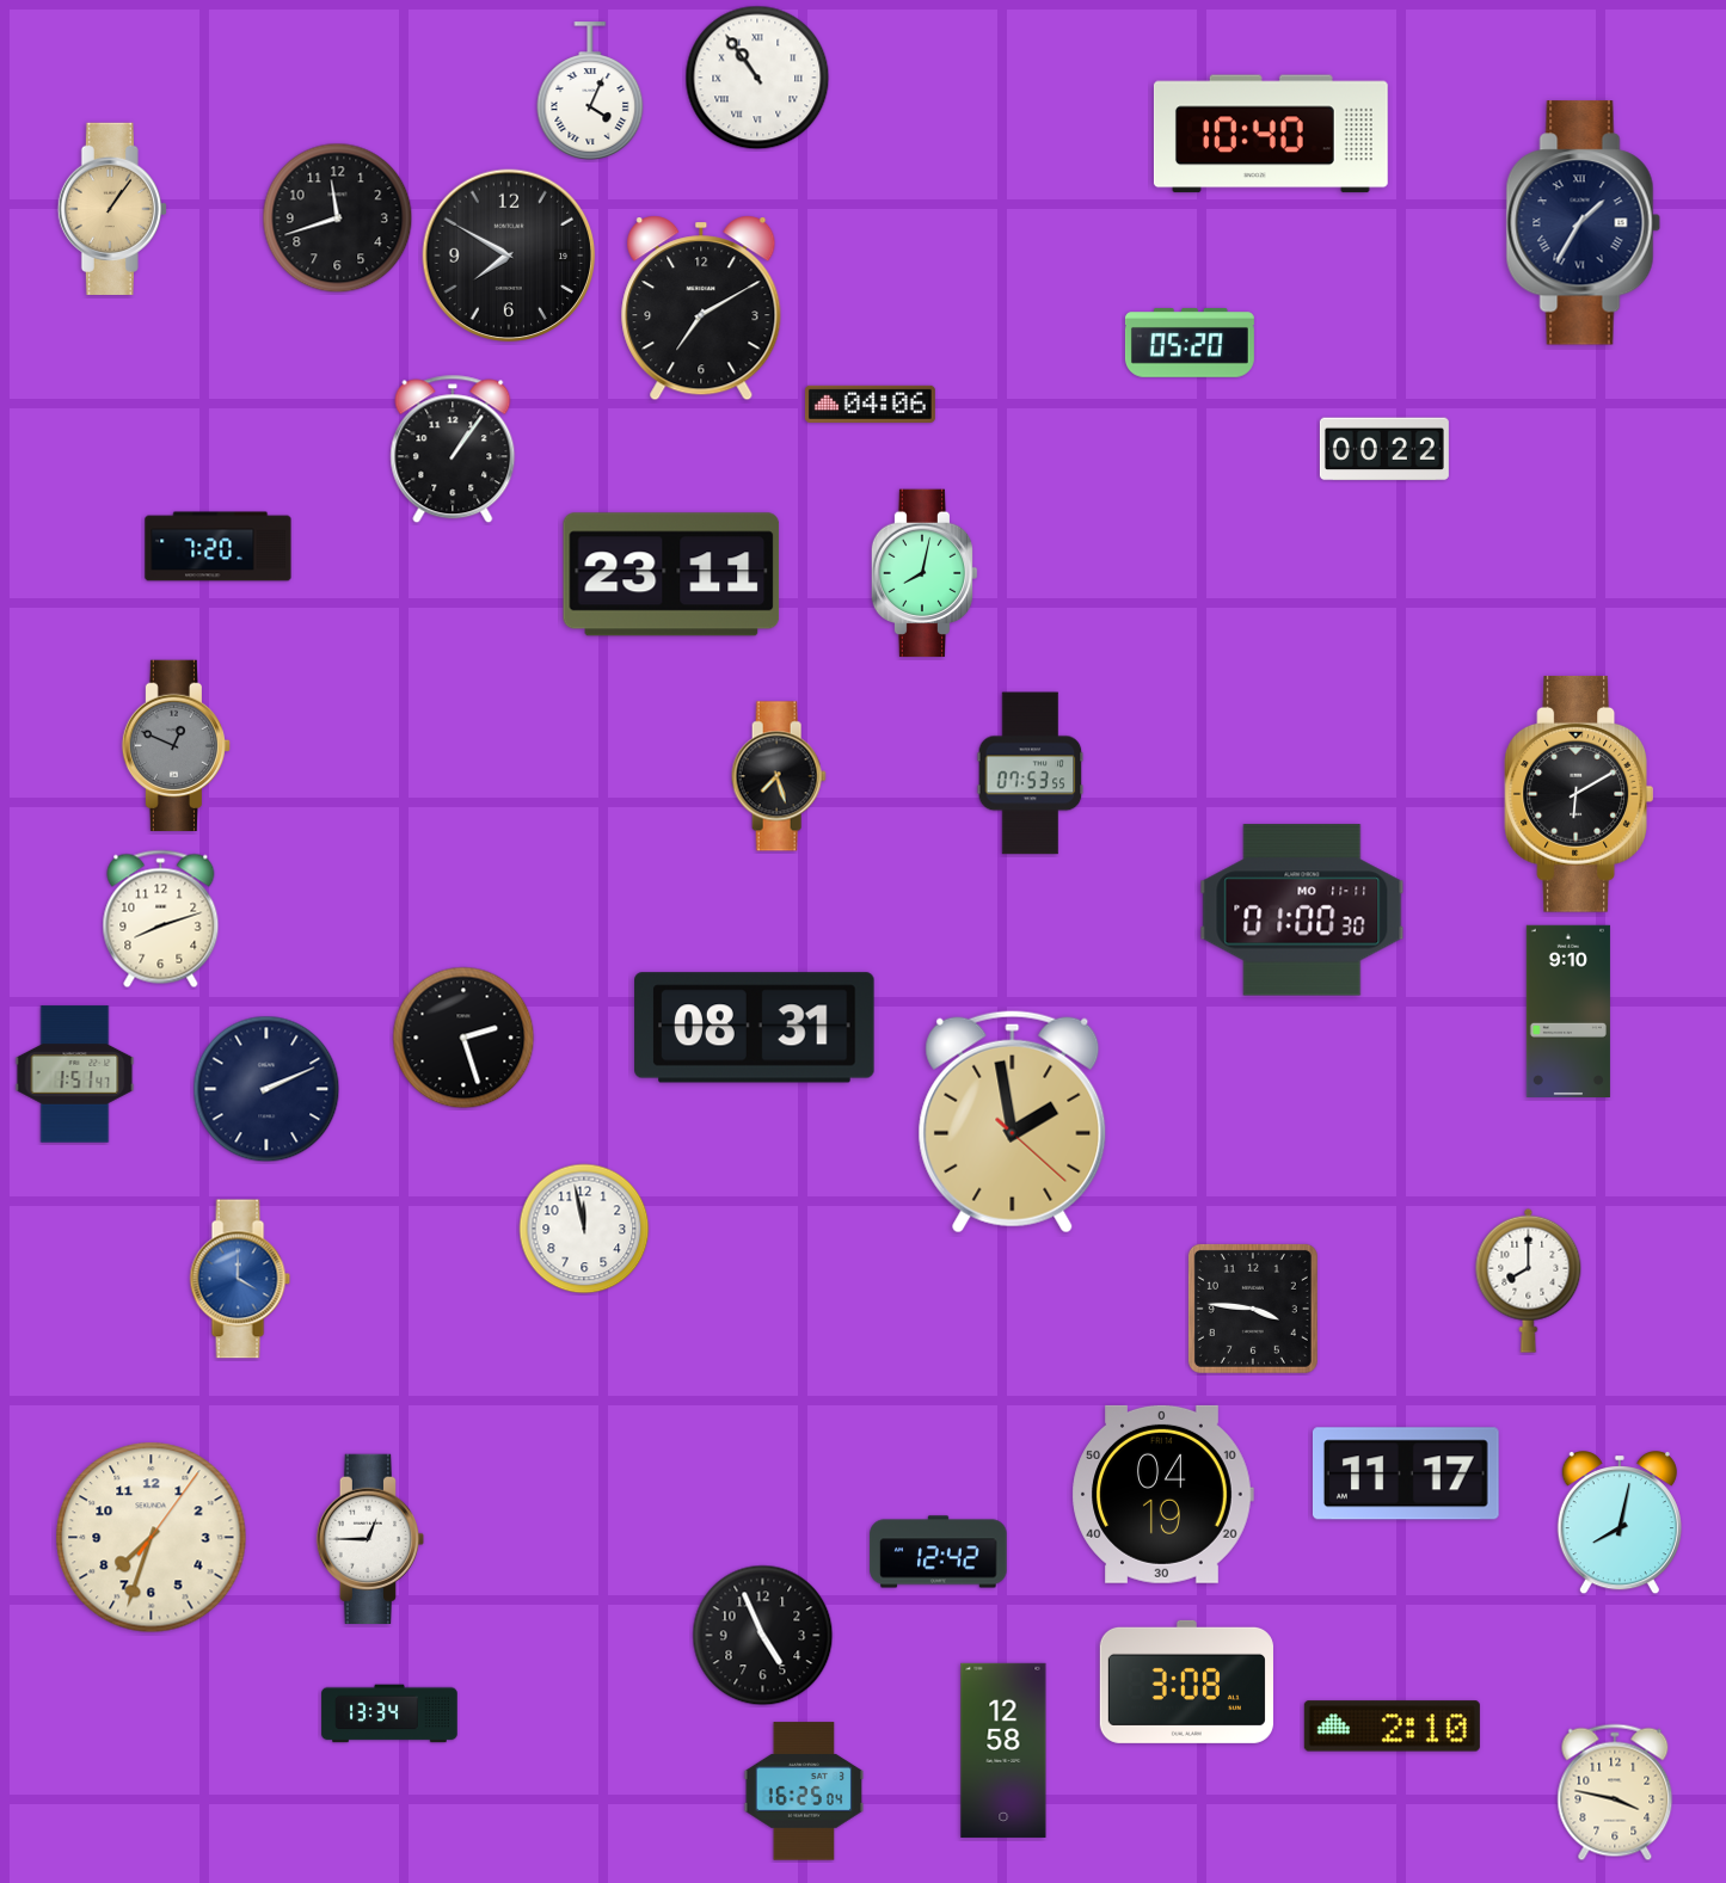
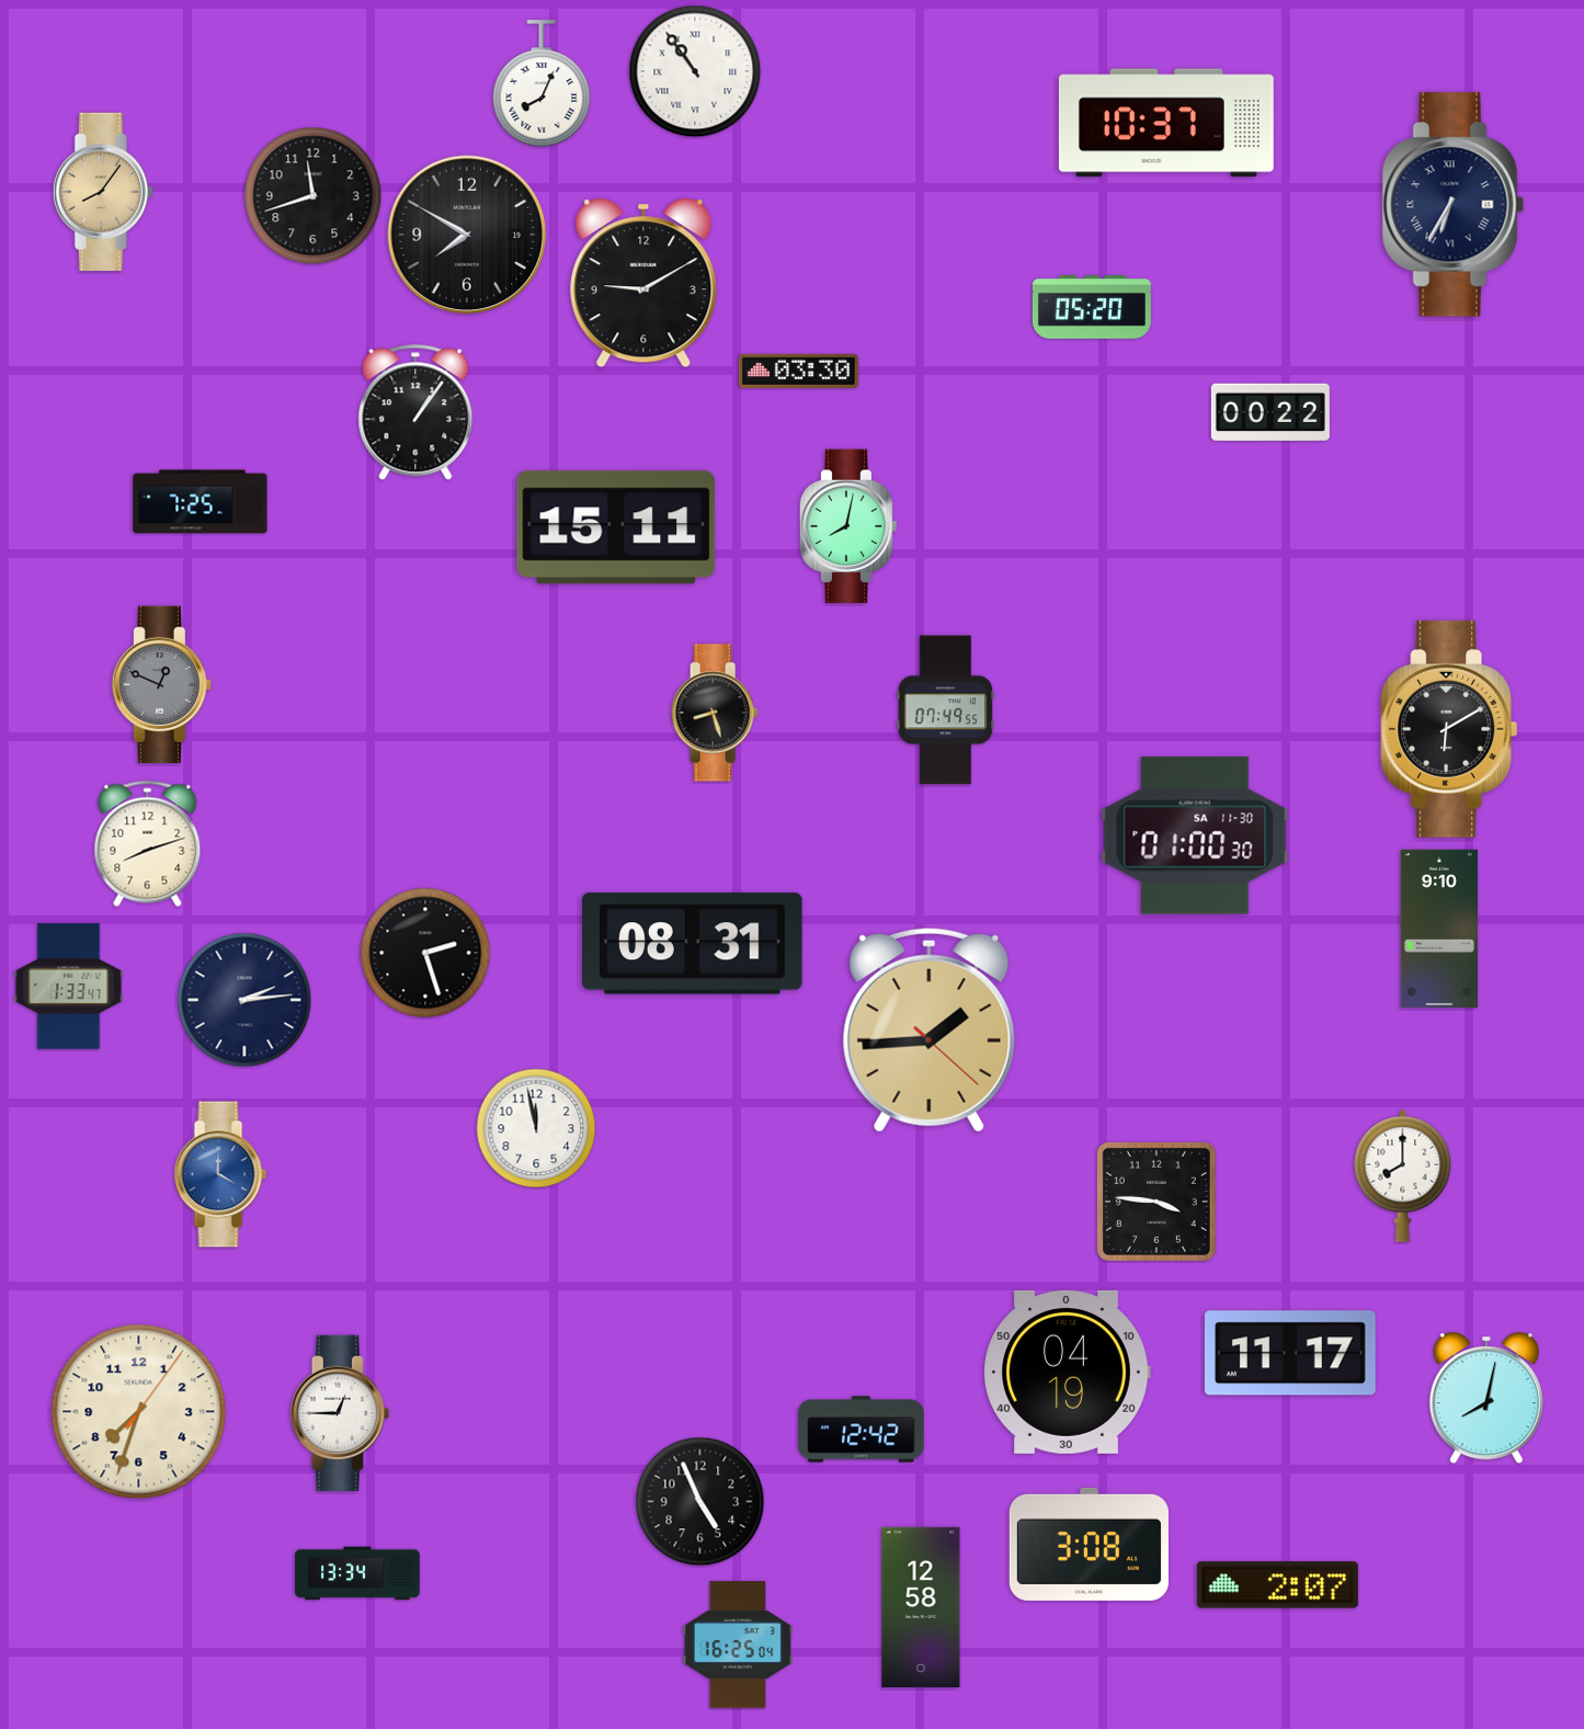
clock at (590, 91): 4:04 -> 8:04
clock at (1271, 134): 10:40 -> 10:37
clock at (112, 209): 1:06 -> 8:06
clock at (338, 219) position: (338, 219) -> (314, 196)
clock at (1583, 223): 1:35 -> 6:35
clock at (701, 308): 7:10 -> 9:10
clock at (1190, 344) position: (1190, 344) -> (1092, 308)
clock at (870, 404): 04:06 -> 03:30
clock at (219, 547): 7:20 -> 7:25
clock at (671, 574): 23:11 -> 15:11
clock at (1031, 774): 07:53 -> 07:49
clock at (779, 776): 7:27 -> 8:27
clock at (1302, 910) date: MO 11-11 -> SA 11-30
clock at (75, 1075): 1:51 -> 1:33
clock at (266, 1089): 2:11 -> 2:14
clock at (1013, 1121): 1:58 -> 1:44
clock at (1253, 1309) position: (1253, 1309) -> (1156, 1202)
clock at (939, 1552) position: (939, 1552) -> (862, 1430)
clock at (1392, 1727): 2:10 -> 2:07
clock at (1615, 1792): 3:47 -> none
